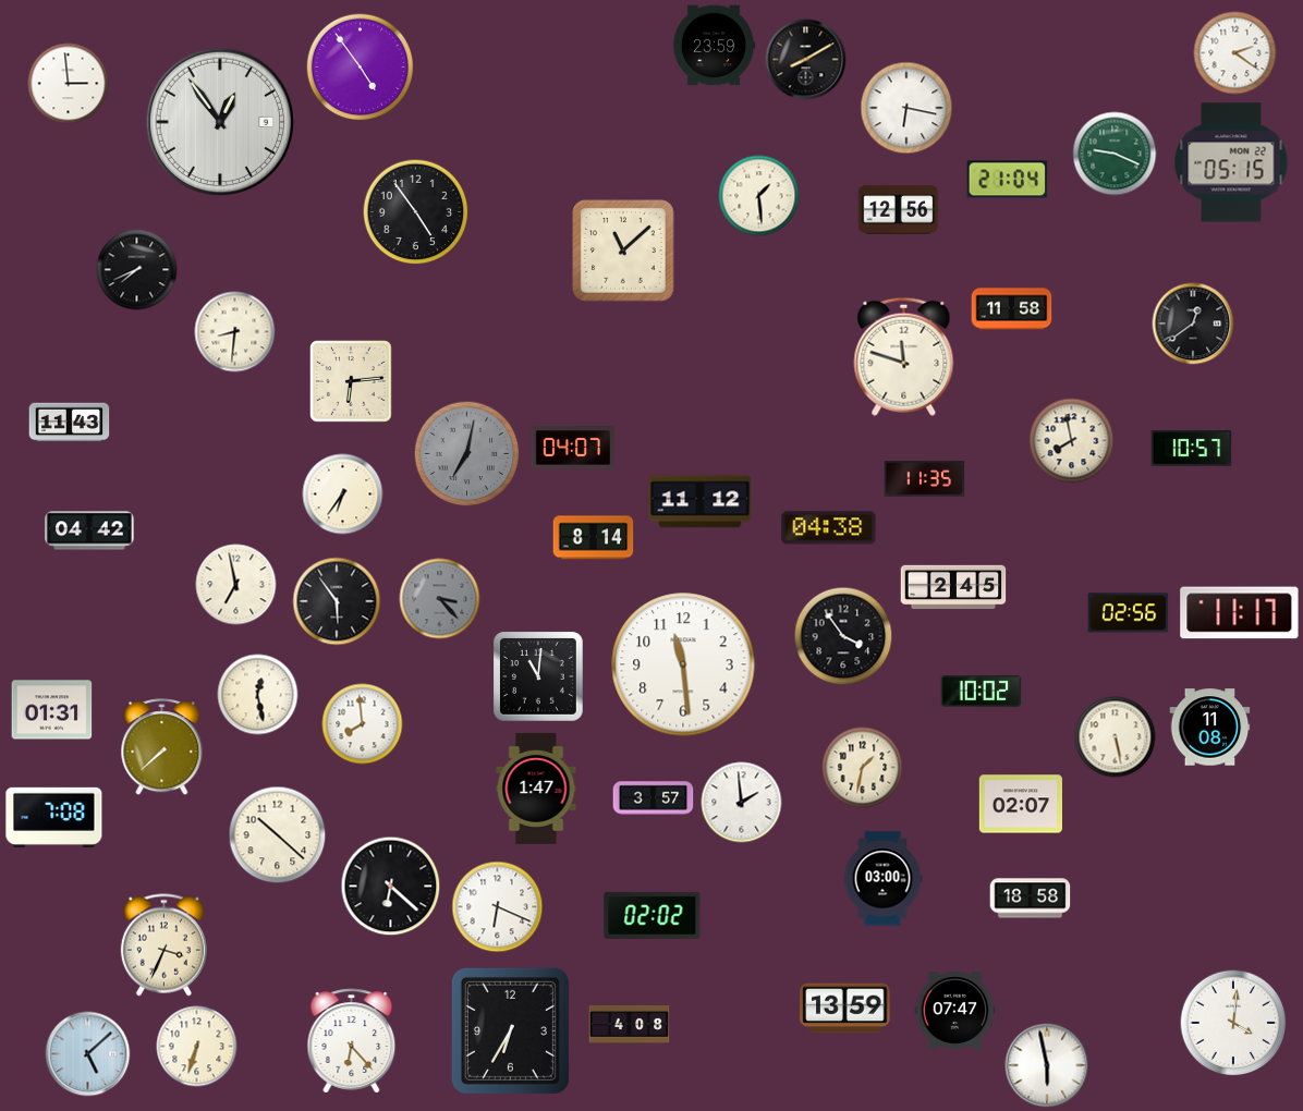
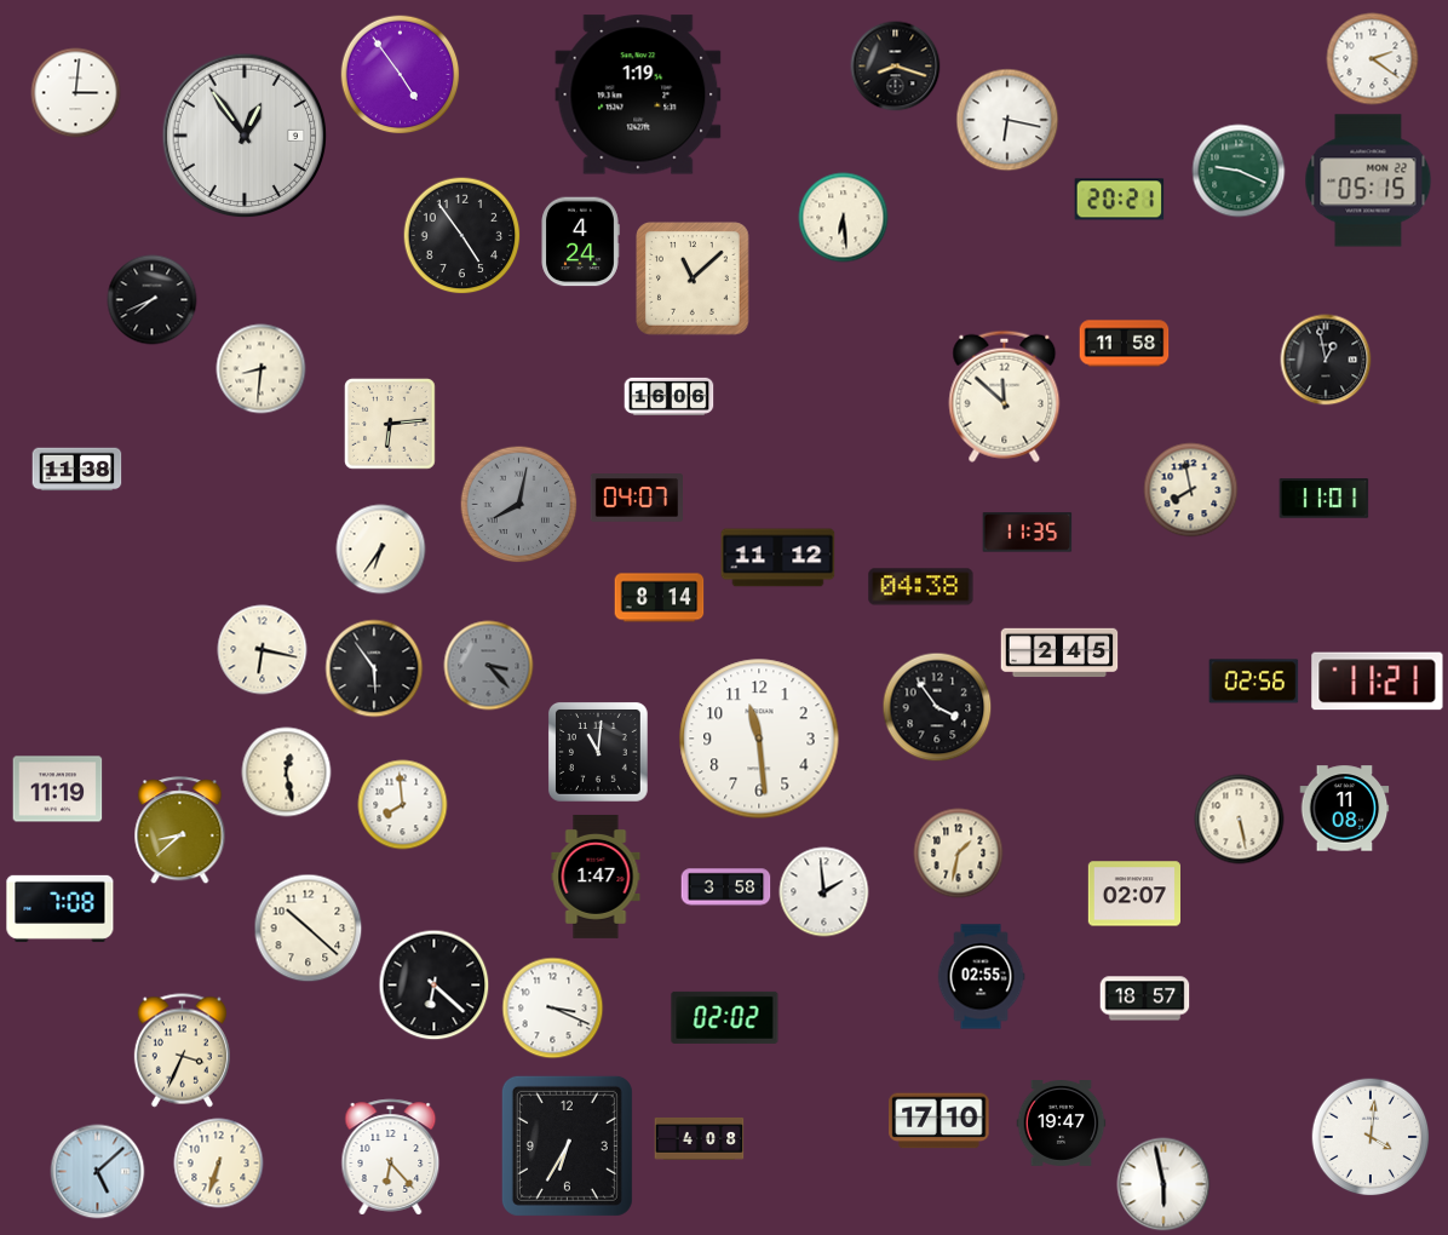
clock at (714, 46): 23:59 -> none
clock at (806, 60): 8:10 -> 8:18
clock at (69, 84): 2:59 -> 3:01
clock at (638, 94): none -> 1:19
clock at (1008, 180): 21:04 -> 20:21
clock at (759, 196): 1:29 -> 6:29
clock at (899, 210): 12:56 -> none
clock at (580, 242): none -> 4:24
clock at (1193, 323): 12:39 -> 12:58
clock at (670, 396): none -> 16:06
clock at (904, 356): 11:48 -> 11:52
clock at (70, 423): 11:43 -> 11:38
clock at (1192, 449): 10:57 -> 11:01
clock at (467, 454): 7:02 -> 8:02
clock at (89, 530): 04:42 -> none
clock at (236, 585): 6:58 -> 6:17
clock at (1240, 613): 11:17 -> 11:21
clock at (982, 692): 10:02 -> none
clock at (52, 710): 01:31 -> 11:19
clock at (162, 747): 7:38 -> 8:38
clock at (654, 798): 3:57 -> 3:58
clock at (882, 879): 03:00 -> 02:55
clock at (1031, 899): 18:58 -> 18:57
clock at (498, 907): 6:19 -> 3:19
clock at (845, 1009): 13:59 -> 17:10
clock at (955, 1011): 07:47 -> 19:47
